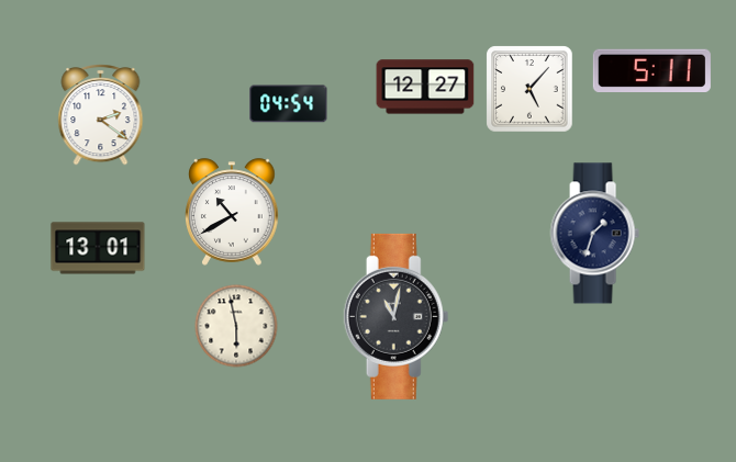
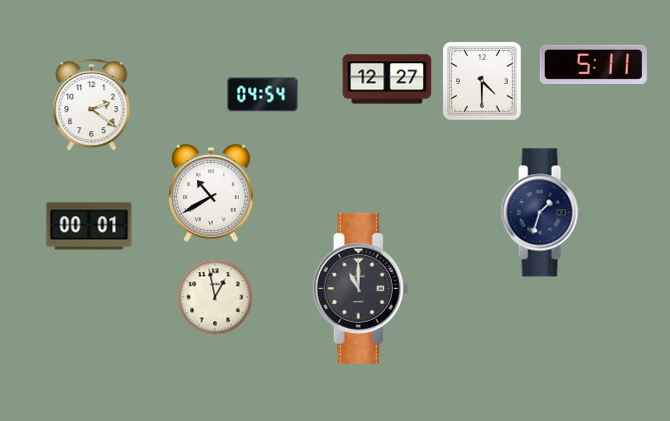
clock at (529, 89): 5:07 -> 4:30
clock at (98, 248): 13:01 -> 00:01
clock at (397, 316): 11:02 -> 11:00
clock at (236, 326): 5:58 -> 12:58
